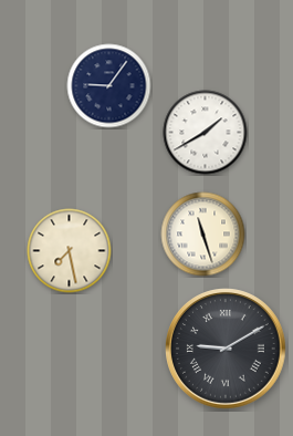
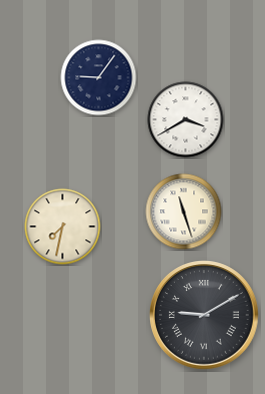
clock at (206, 133): 1:40 -> 3:40
clock at (70, 251): 7:28 -> 7:32
